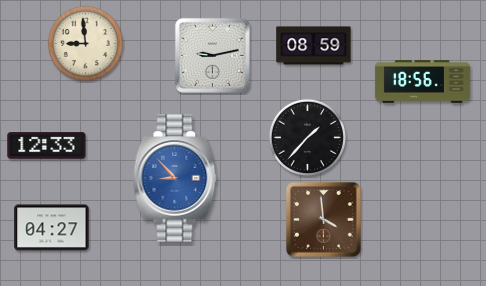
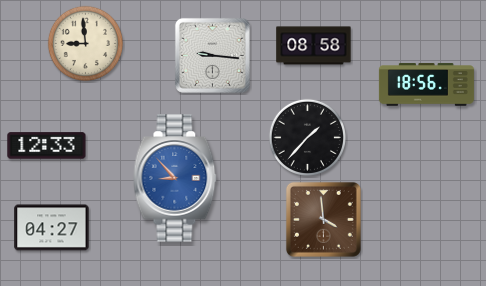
clock at (314, 46): 08:59 -> 08:58
clock at (212, 55): 9:13 -> 9:16
clock at (422, 82) position: (422, 82) -> (426, 85)
